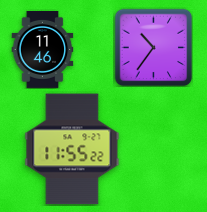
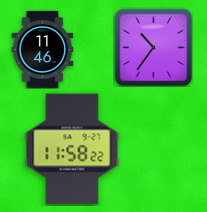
clock at (72, 149): 11:55 -> 11:58
